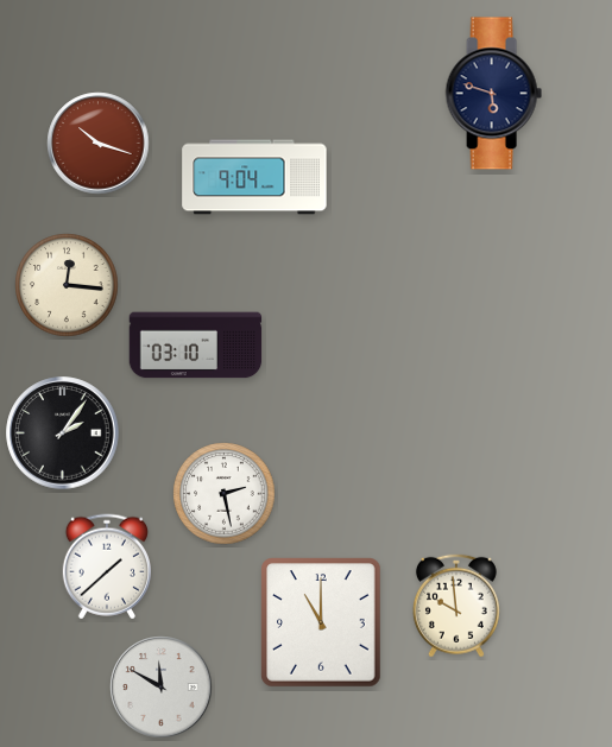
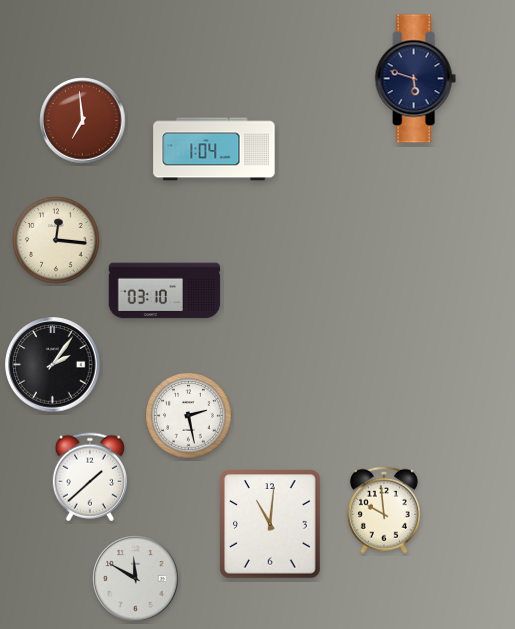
clock at (99, 144): 10:18 -> 6:59
clock at (254, 177): 9:04 -> 1:04
clock at (321, 622): 11:00 -> 11:01
